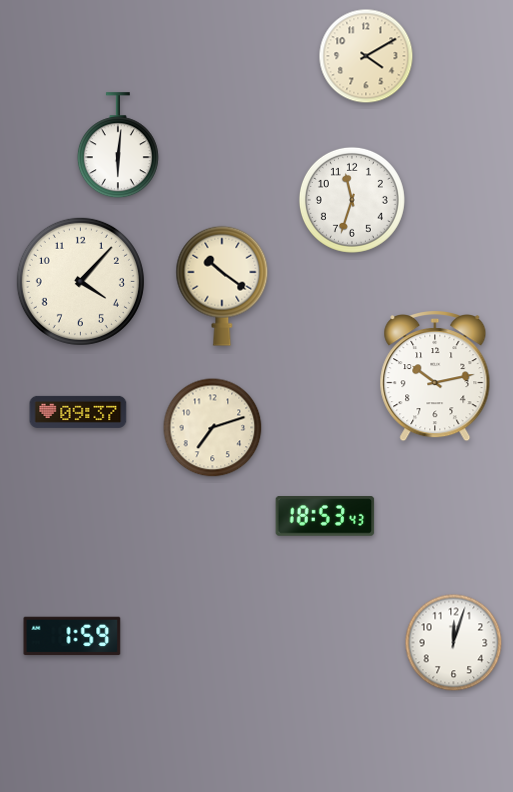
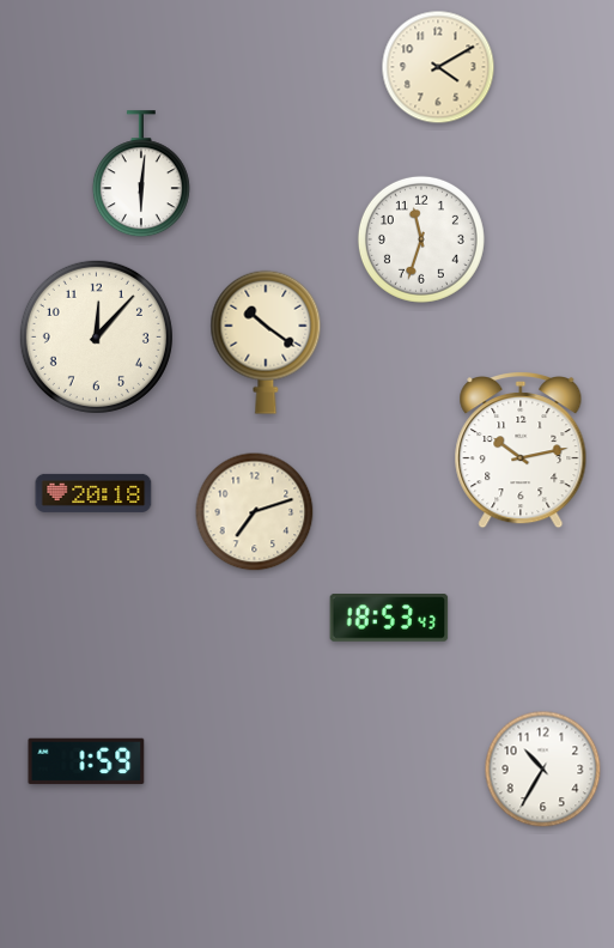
clock at (80, 281): 4:07 -> 12:07
clock at (78, 412): 09:37 -> 20:18
clock at (454, 643): 12:03 -> 10:35
